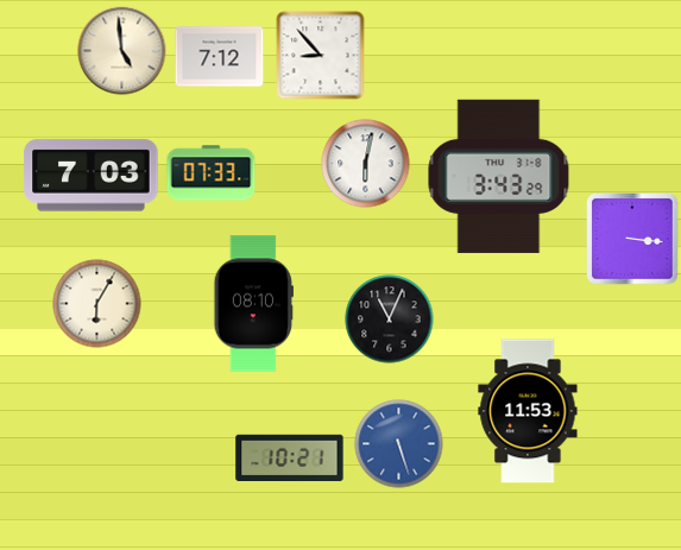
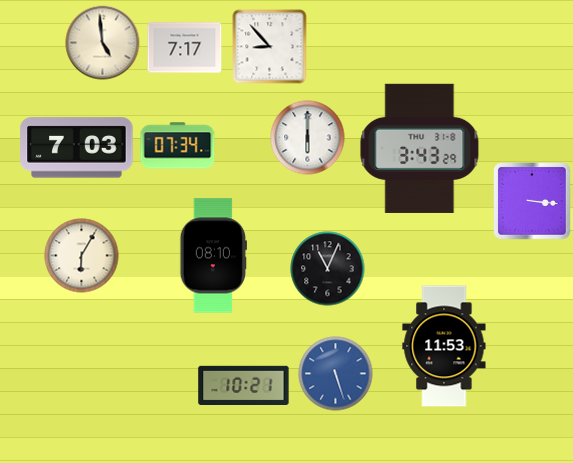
clock at (220, 57): 7:12 -> 7:17
clock at (366, 164): 6:02 -> 6:00
clock at (212, 173): 07:33 -> 07:34
